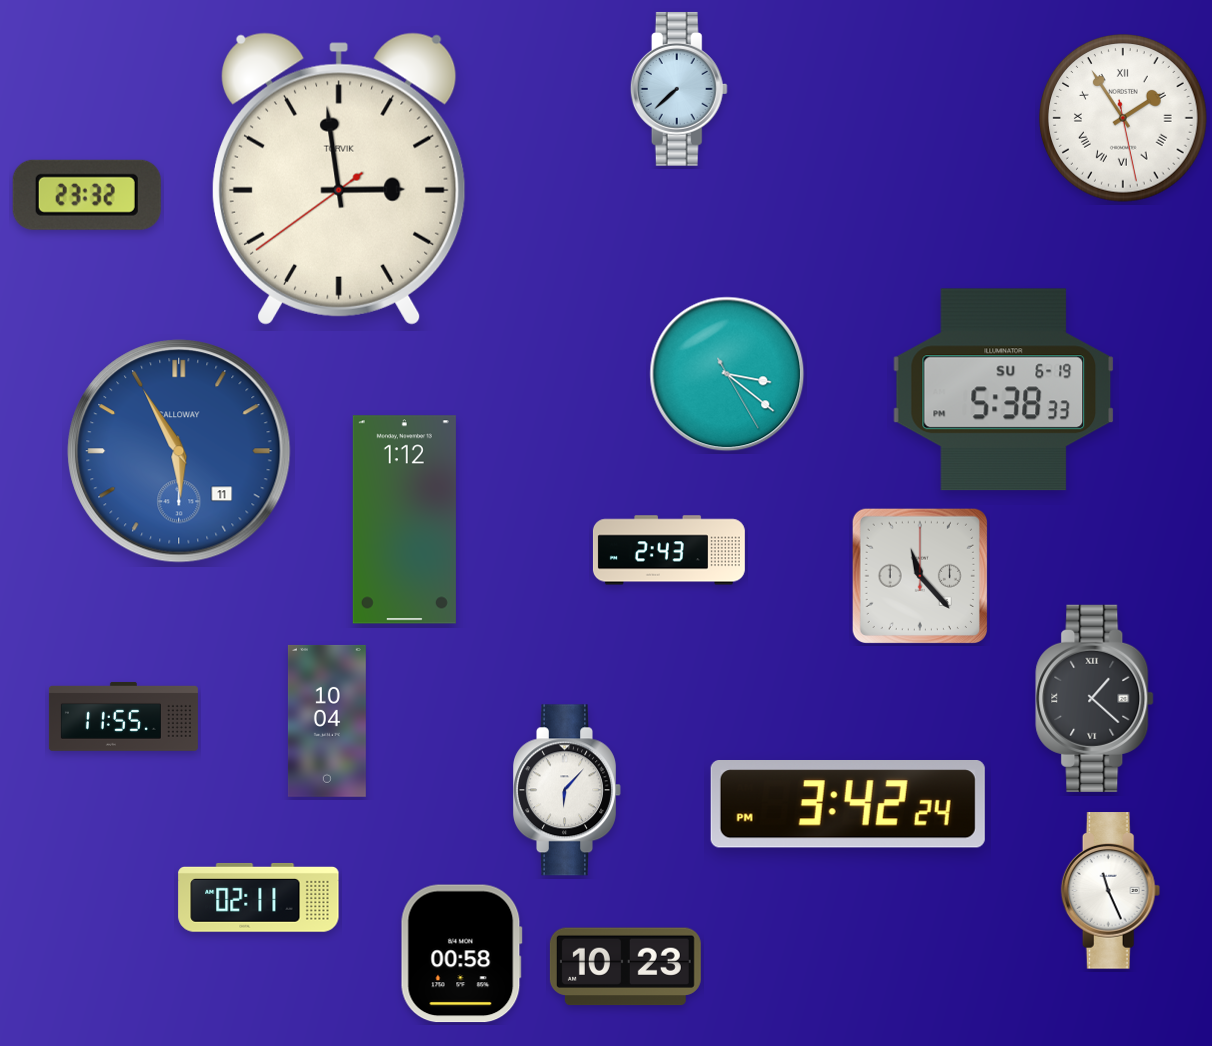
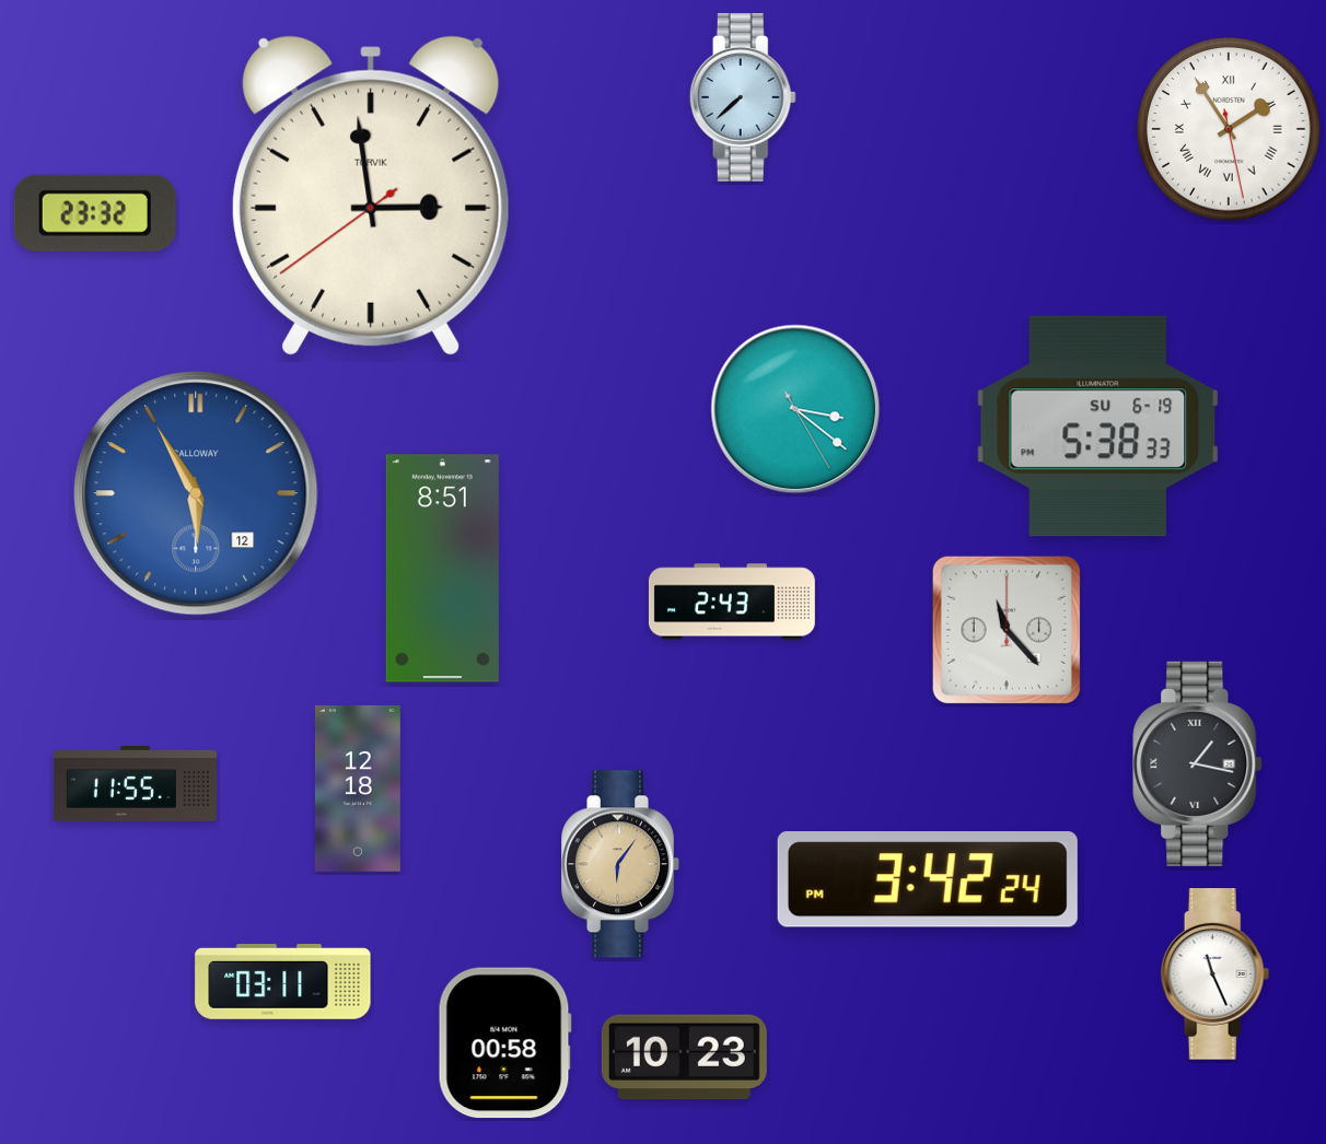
clock at (179, 451) date: 11 -> 12
clock at (404, 520): 1:12 -> 8:51
clock at (1095, 698): 1:22 -> 1:17
clock at (327, 721): 10:04 -> 12:18
clock at (568, 790): 6:07 -> 6:06
clock at (568, 790) dial: white -> champagne
clock at (259, 897): 02:11 -> 03:11
